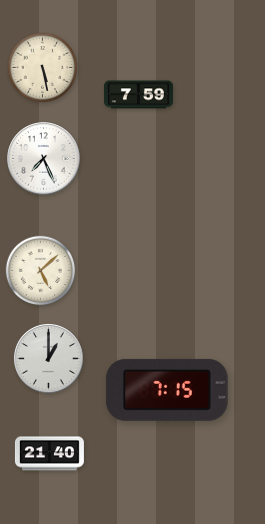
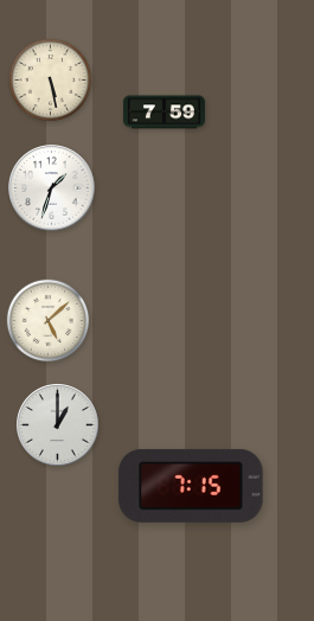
clock at (44, 159): 7:26 -> 1:33
clock at (167, 390) position: (167, 390) -> (191, 486)
clock at (49, 454): 21:40 -> none
